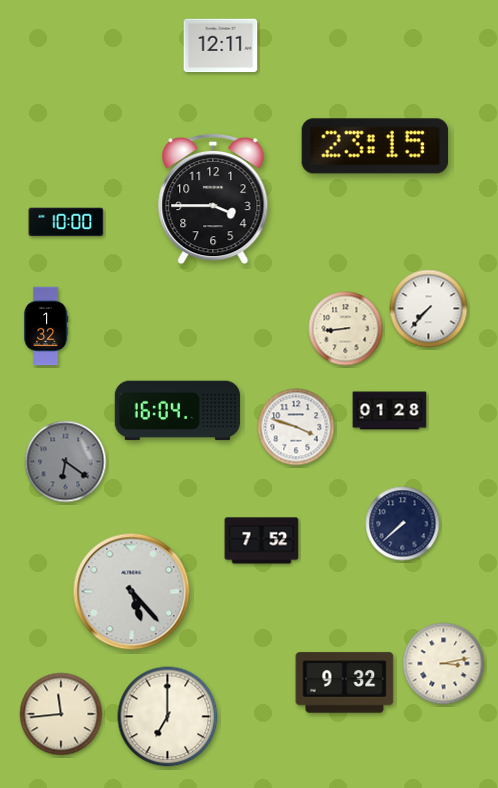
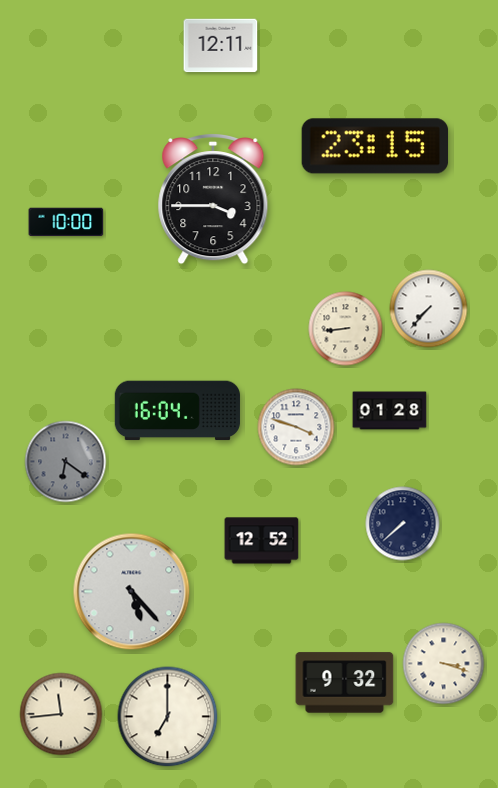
clock at (46, 326): 1:32 -> none
clock at (262, 541): 7:52 -> 12:52
clock at (444, 664): 3:13 -> 3:18
